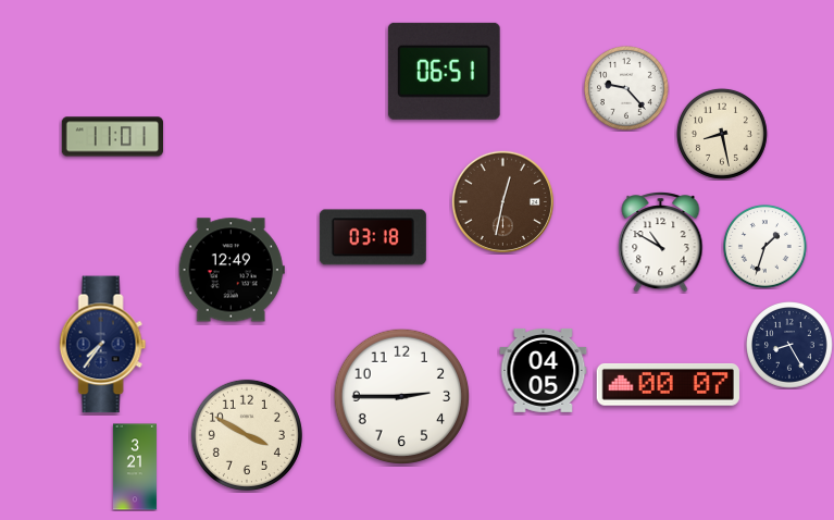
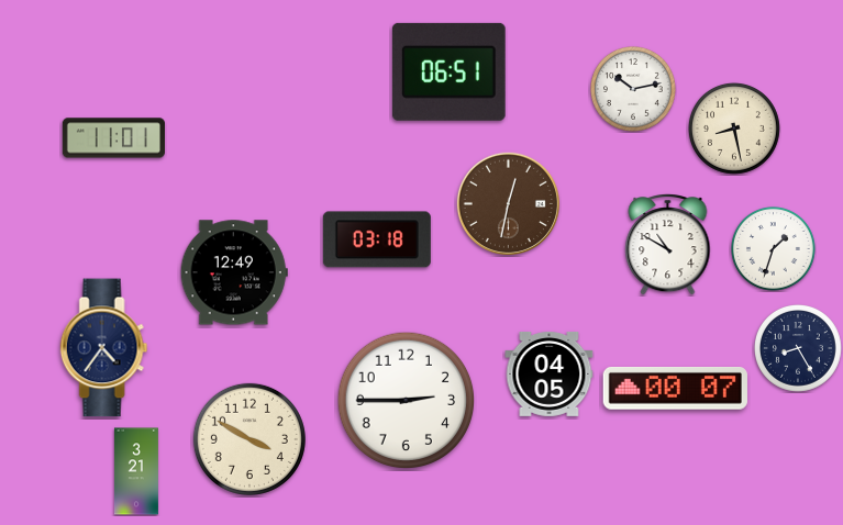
clock at (627, 89): 9:23 -> 10:13
clock at (722, 134) position: (722, 134) -> (734, 129)
clock at (103, 345): 7:36 -> 4:36
